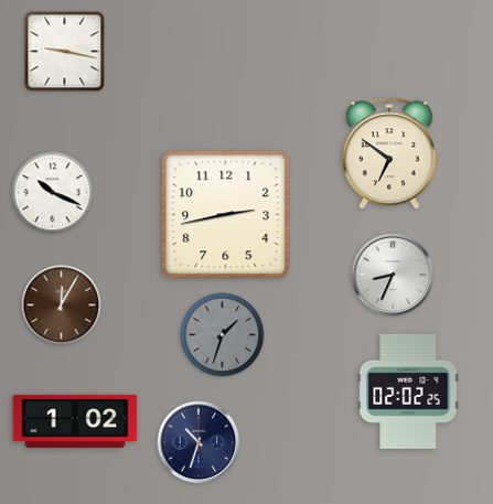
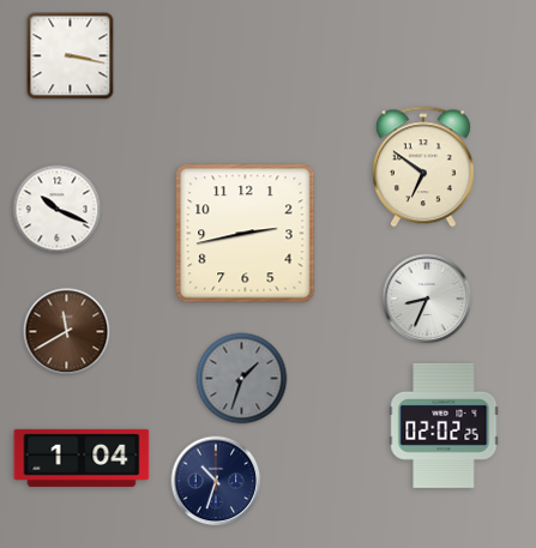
clock at (65, 52): 9:17 -> 3:17
clock at (62, 305): 12:05 -> 11:40
clock at (223, 335) position: (223, 335) -> (242, 379)
clock at (75, 421): 1:02 -> 1:04
